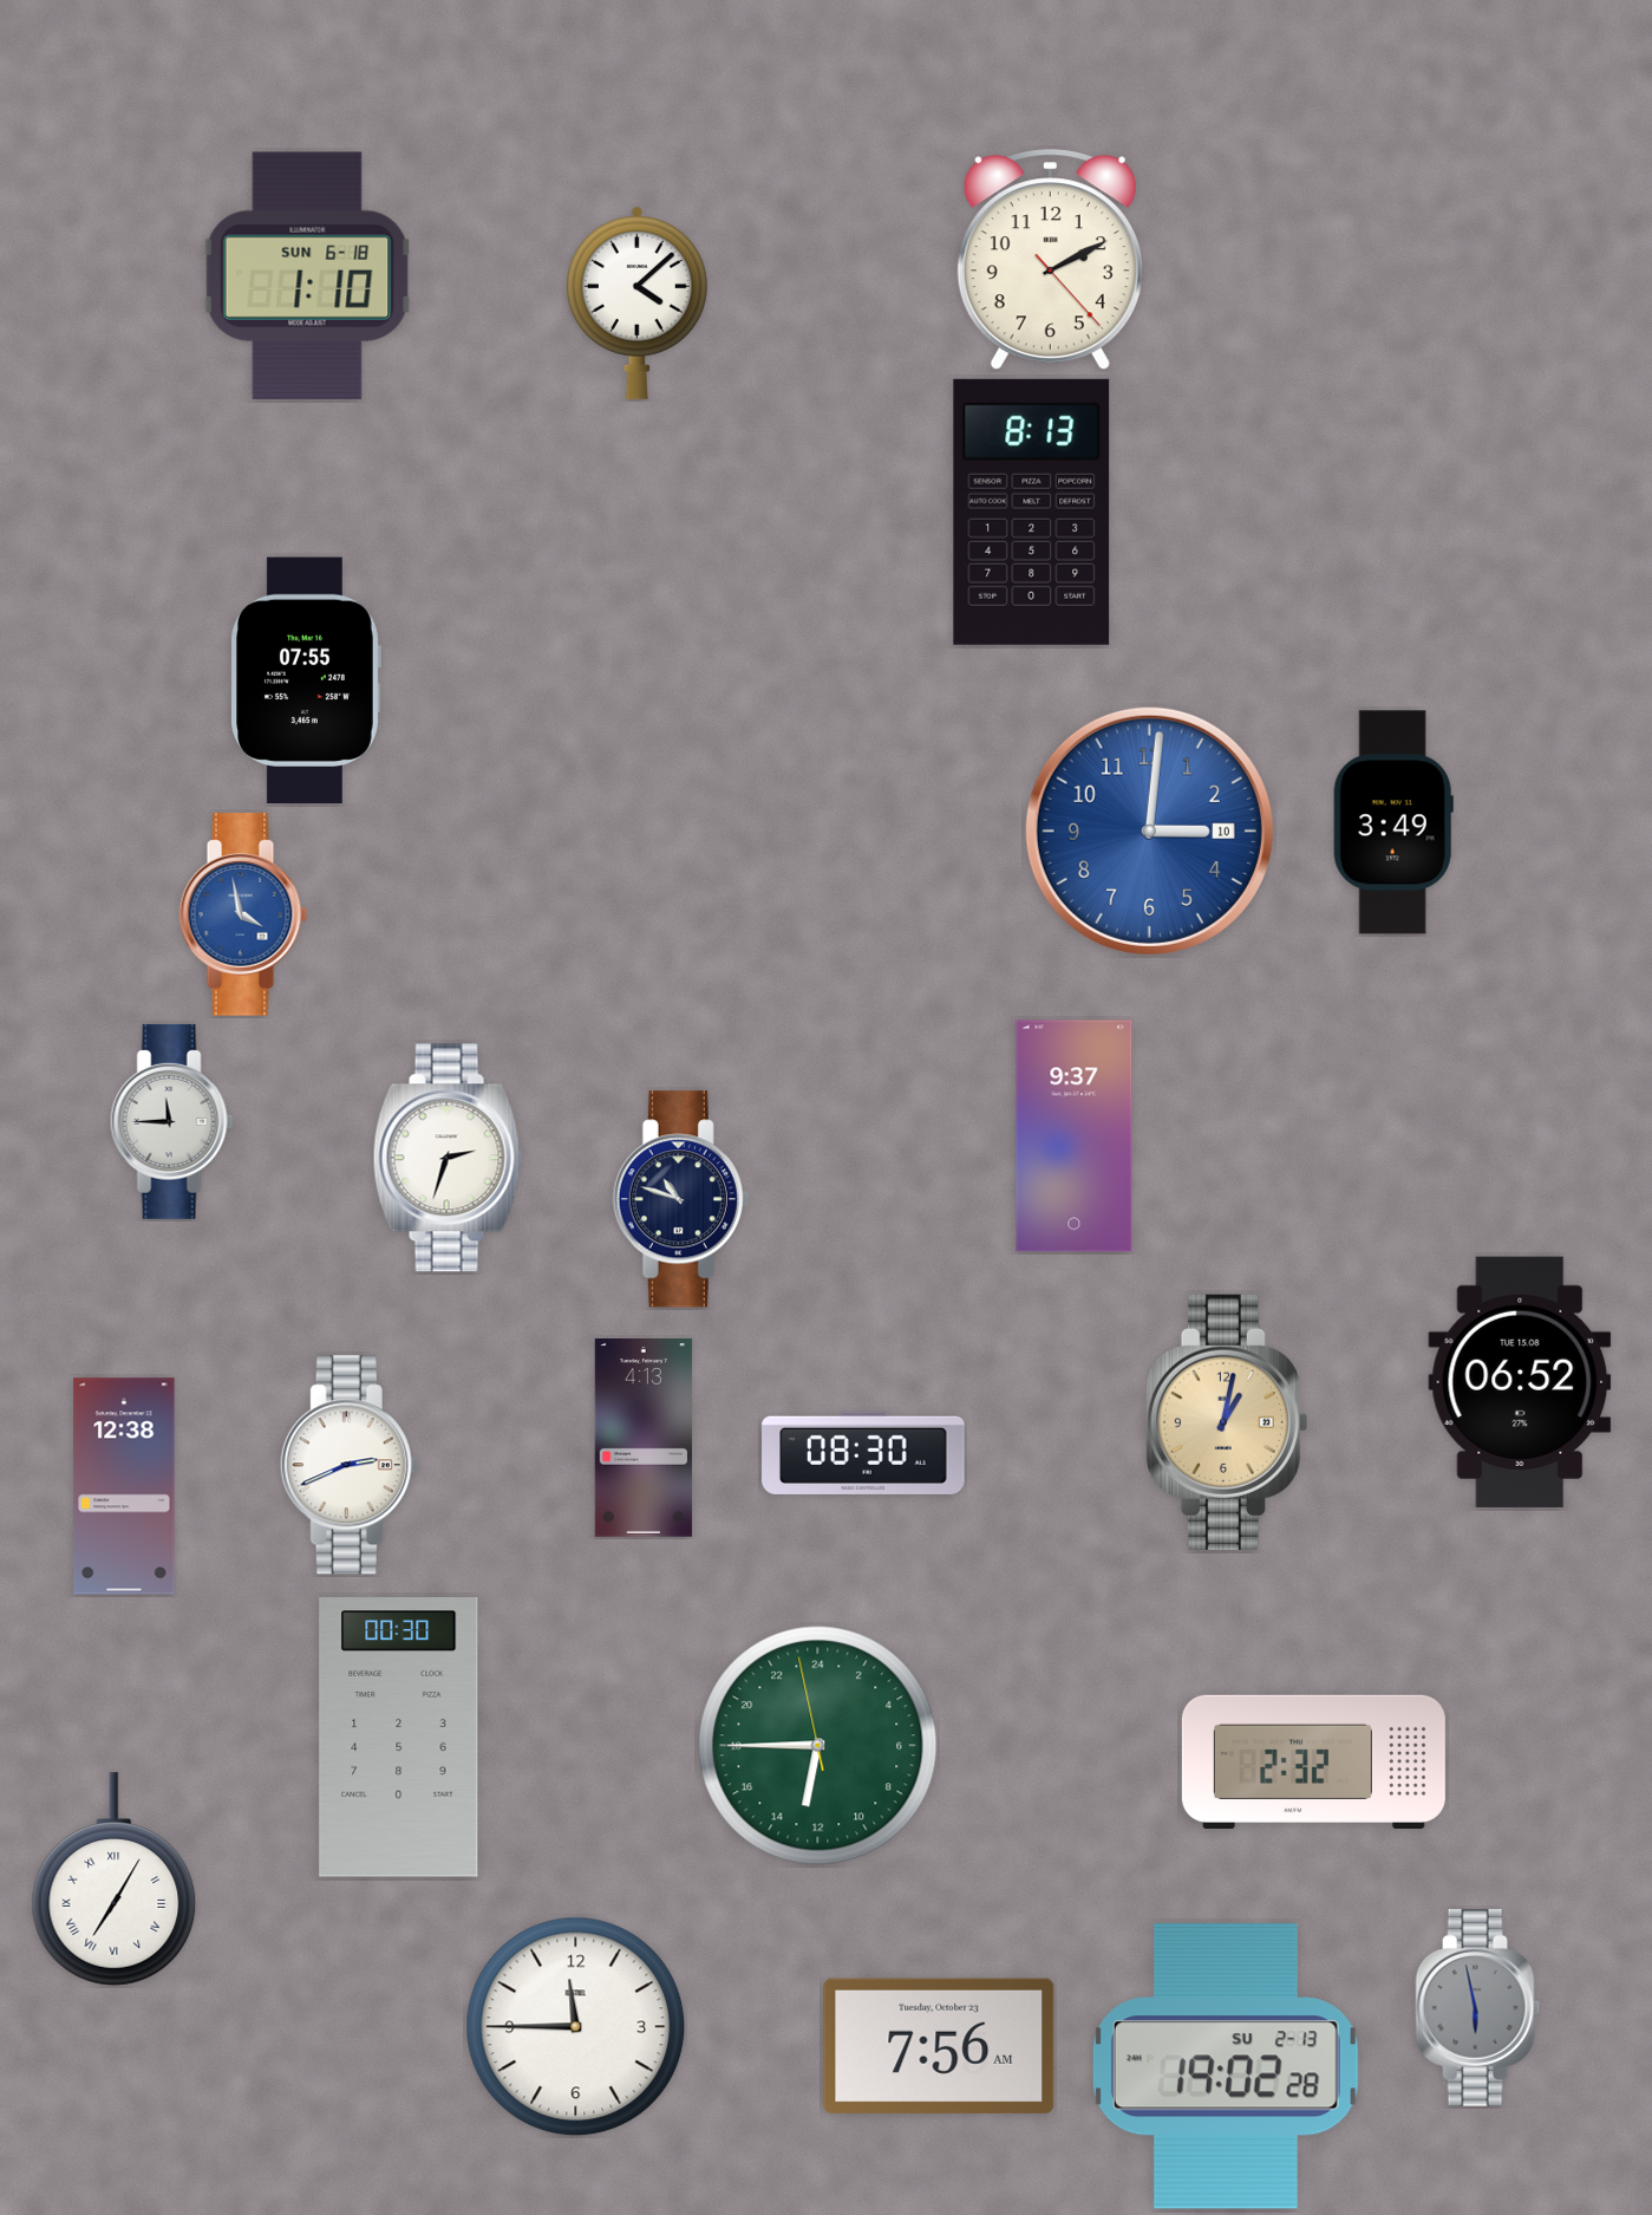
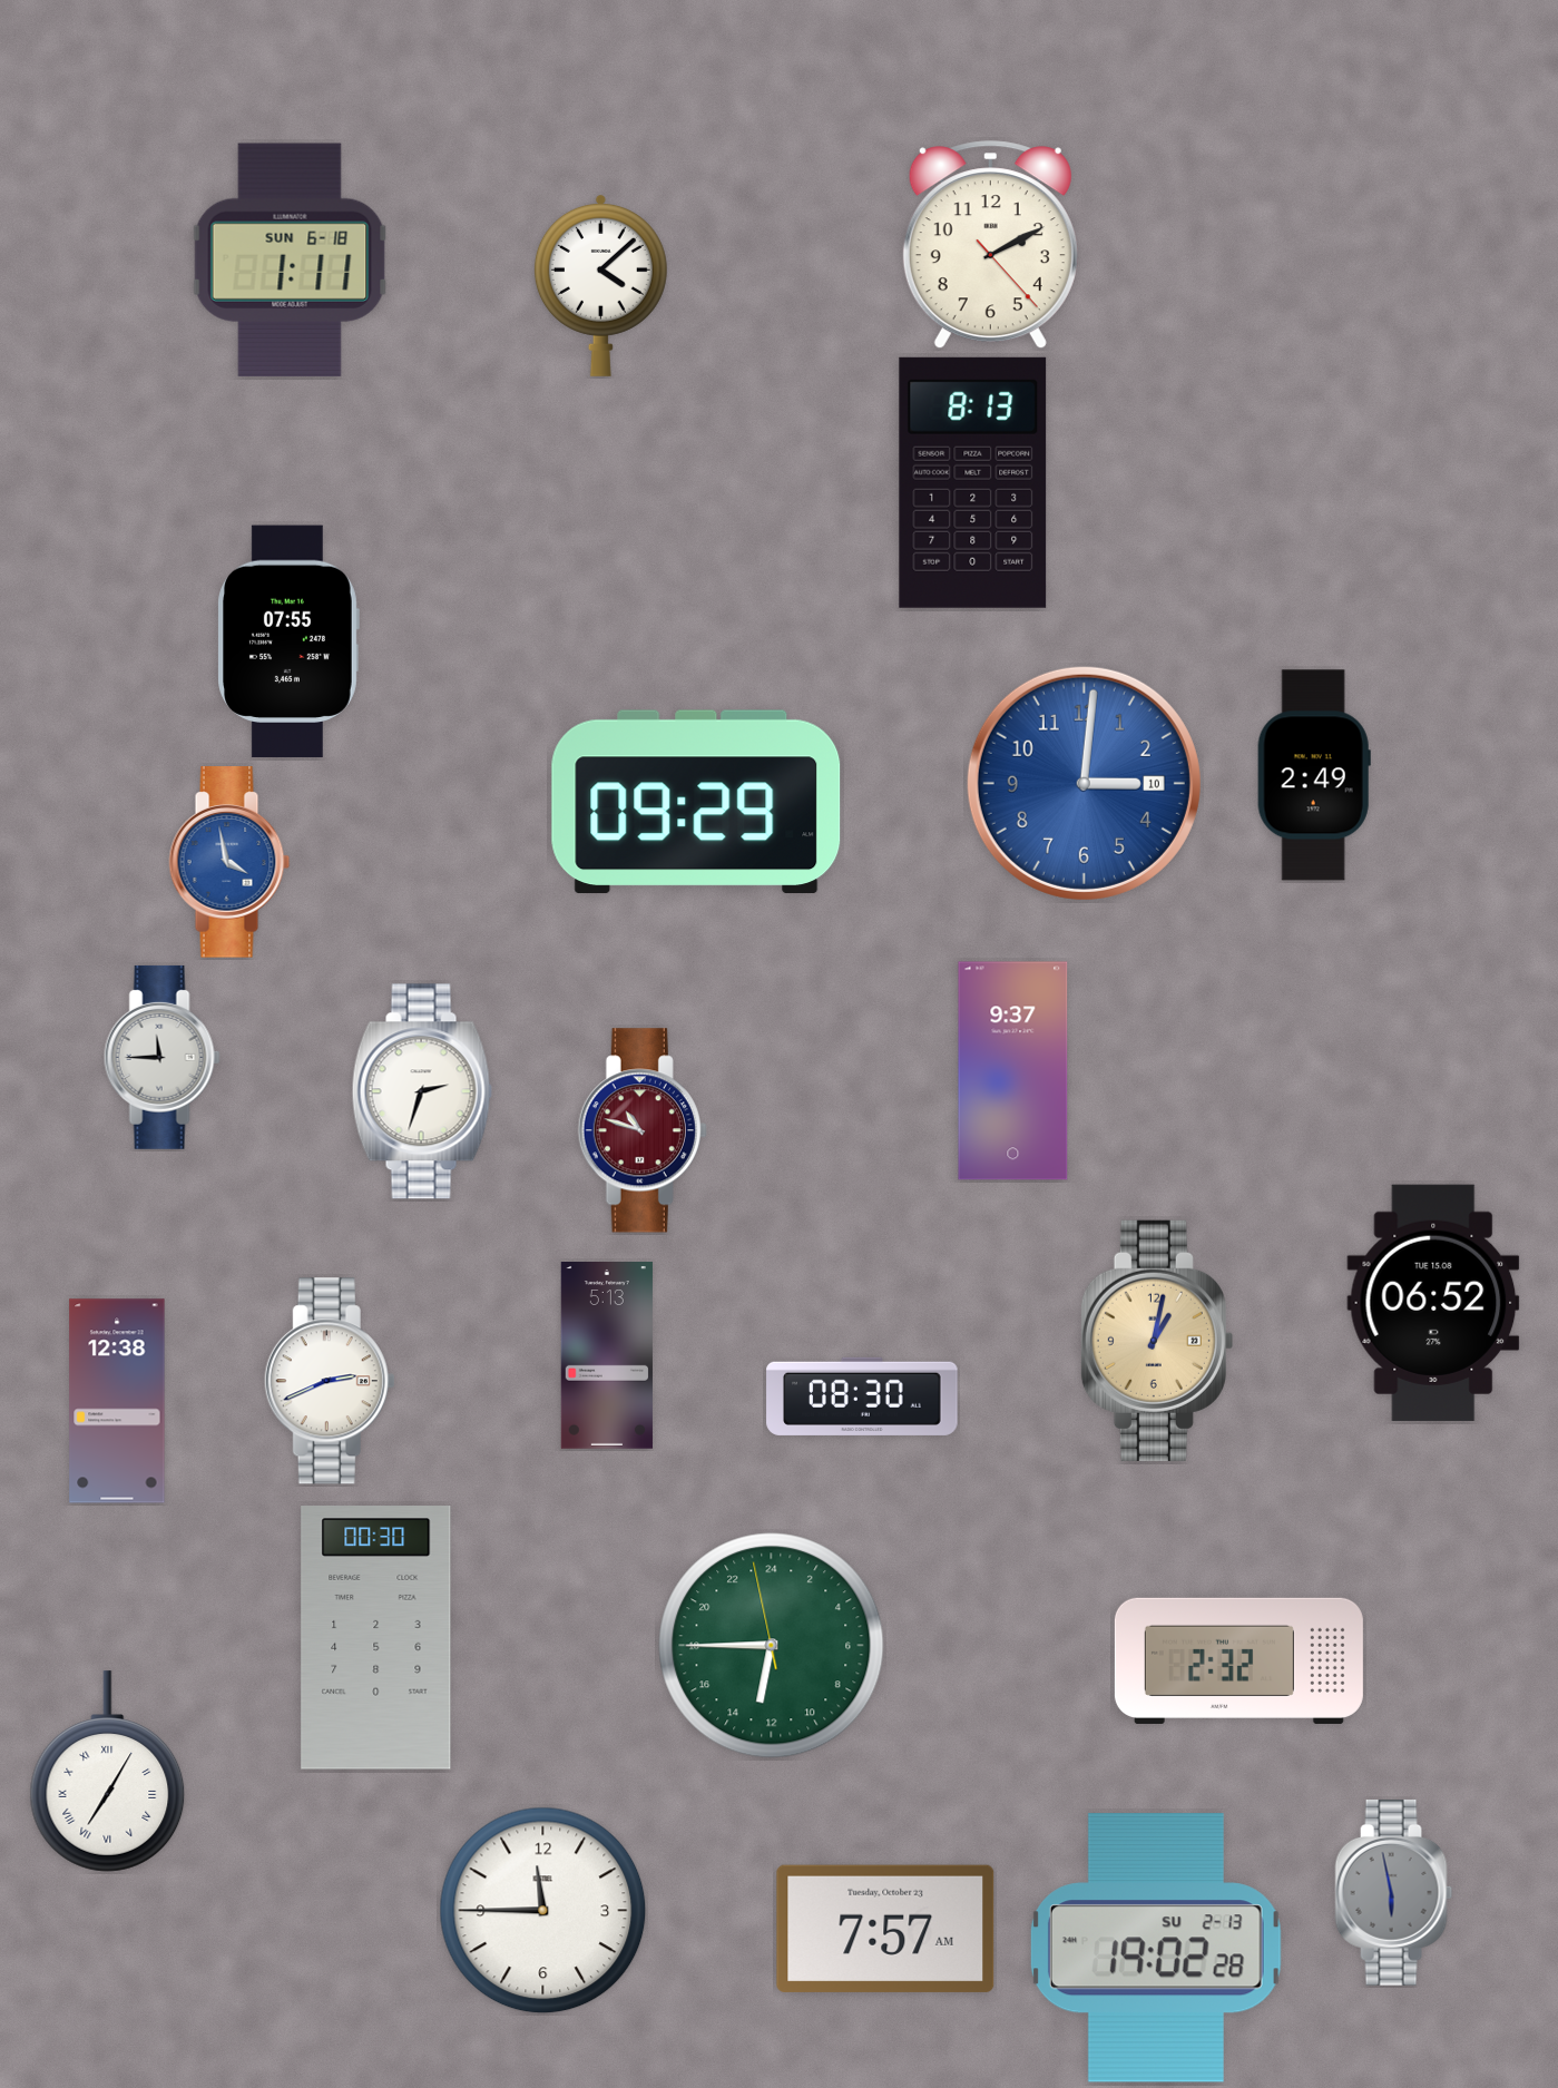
clock at (308, 275): 1:10 -> 1:11
clock at (1393, 822): 3:49 -> 2:49
clock at (696, 802): none -> 09:29
clock at (681, 1199) dial: navy -> burgundy
clock at (644, 1439): 4:13 -> 5:13
clock at (863, 1453) position: (863, 1453) -> (862, 1396)
clock at (939, 2046): 7:56 -> 7:57
